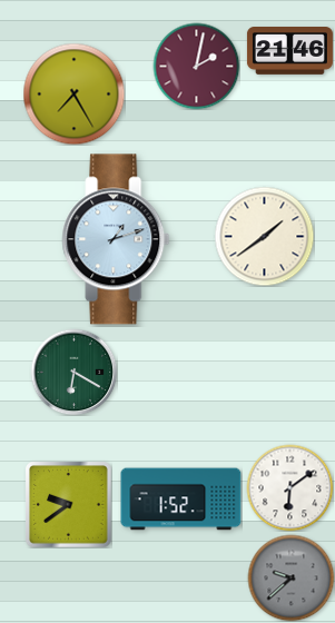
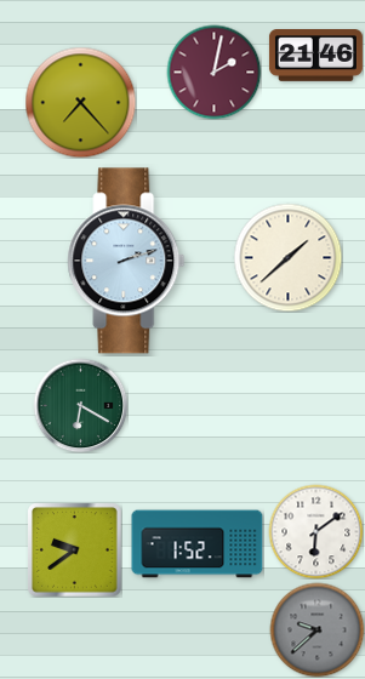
clock at (73, 93): 7:25 -> 7:23
clock at (264, 236): 1:39 -> 1:38
clock at (116, 239): 1:12 -> 2:12
